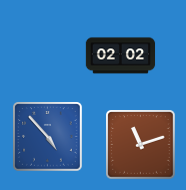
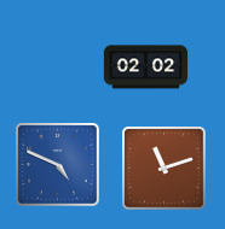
clock at (48, 137): 4:53 -> 4:49
clock at (141, 145) position: (141, 145) -> (165, 169)
